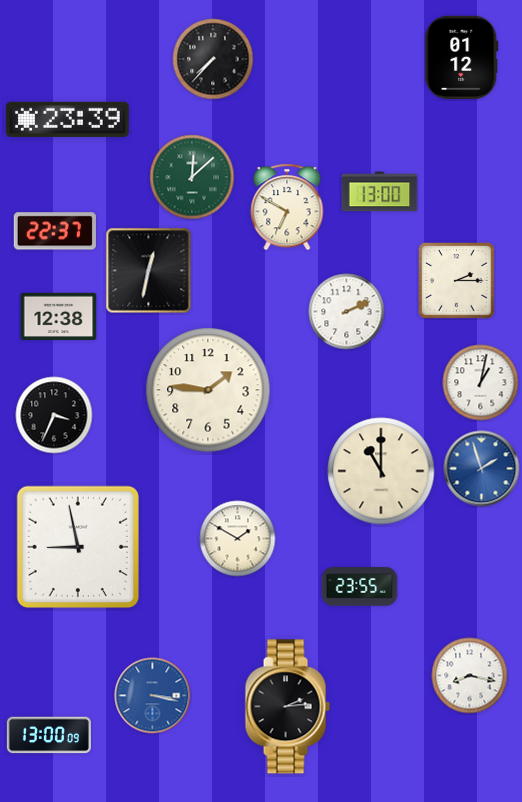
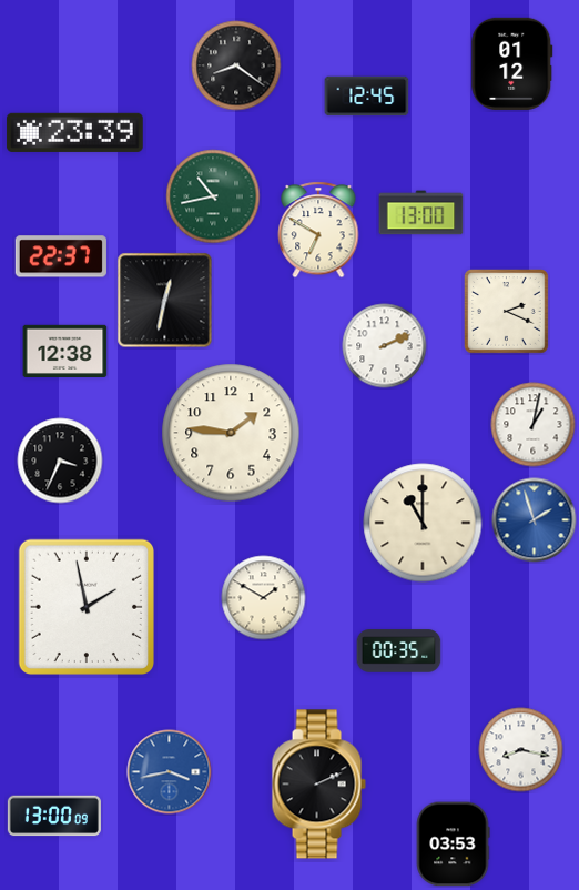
clock at (213, 59): 7:37 -> 8:21
clock at (367, 97): none -> 12:45
clock at (192, 177): 12:08 -> 10:43
clock at (457, 281): 2:15 -> 2:19
clock at (77, 546): 8:58 -> 1:58
clock at (360, 587): 23:55 -> 00:35
clock at (153, 696): 3:17 -> 3:43
clock at (287, 707): 2:14 -> 2:11
clock at (453, 845): none -> 03:53
